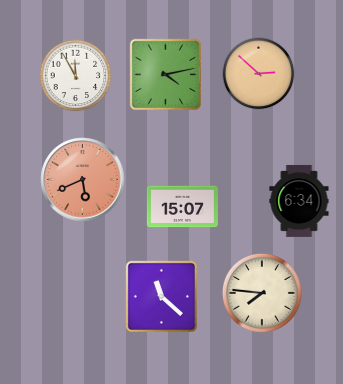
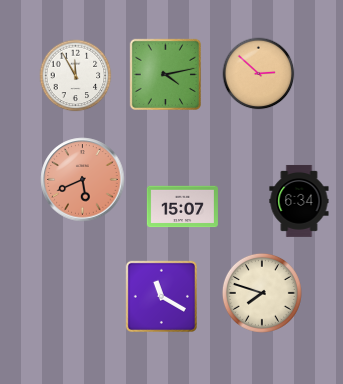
clock at (262, 293): 7:46 -> 7:48
clock at (161, 296): 11:22 -> 11:20
